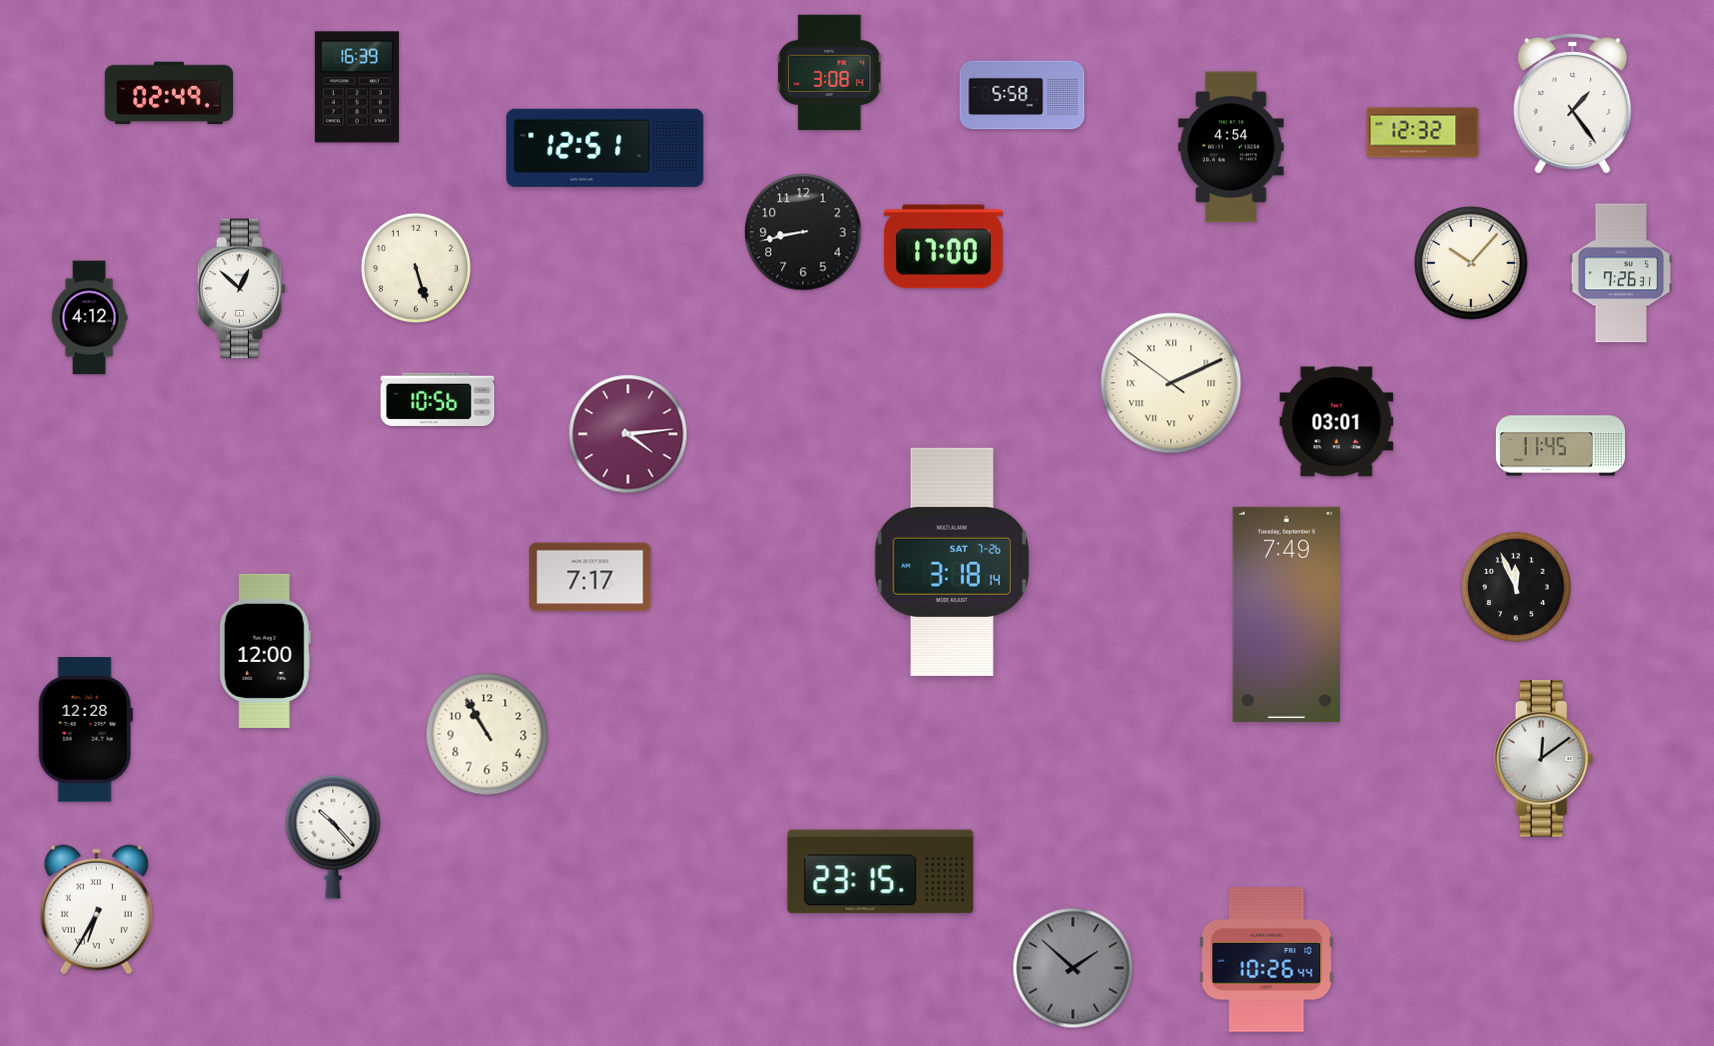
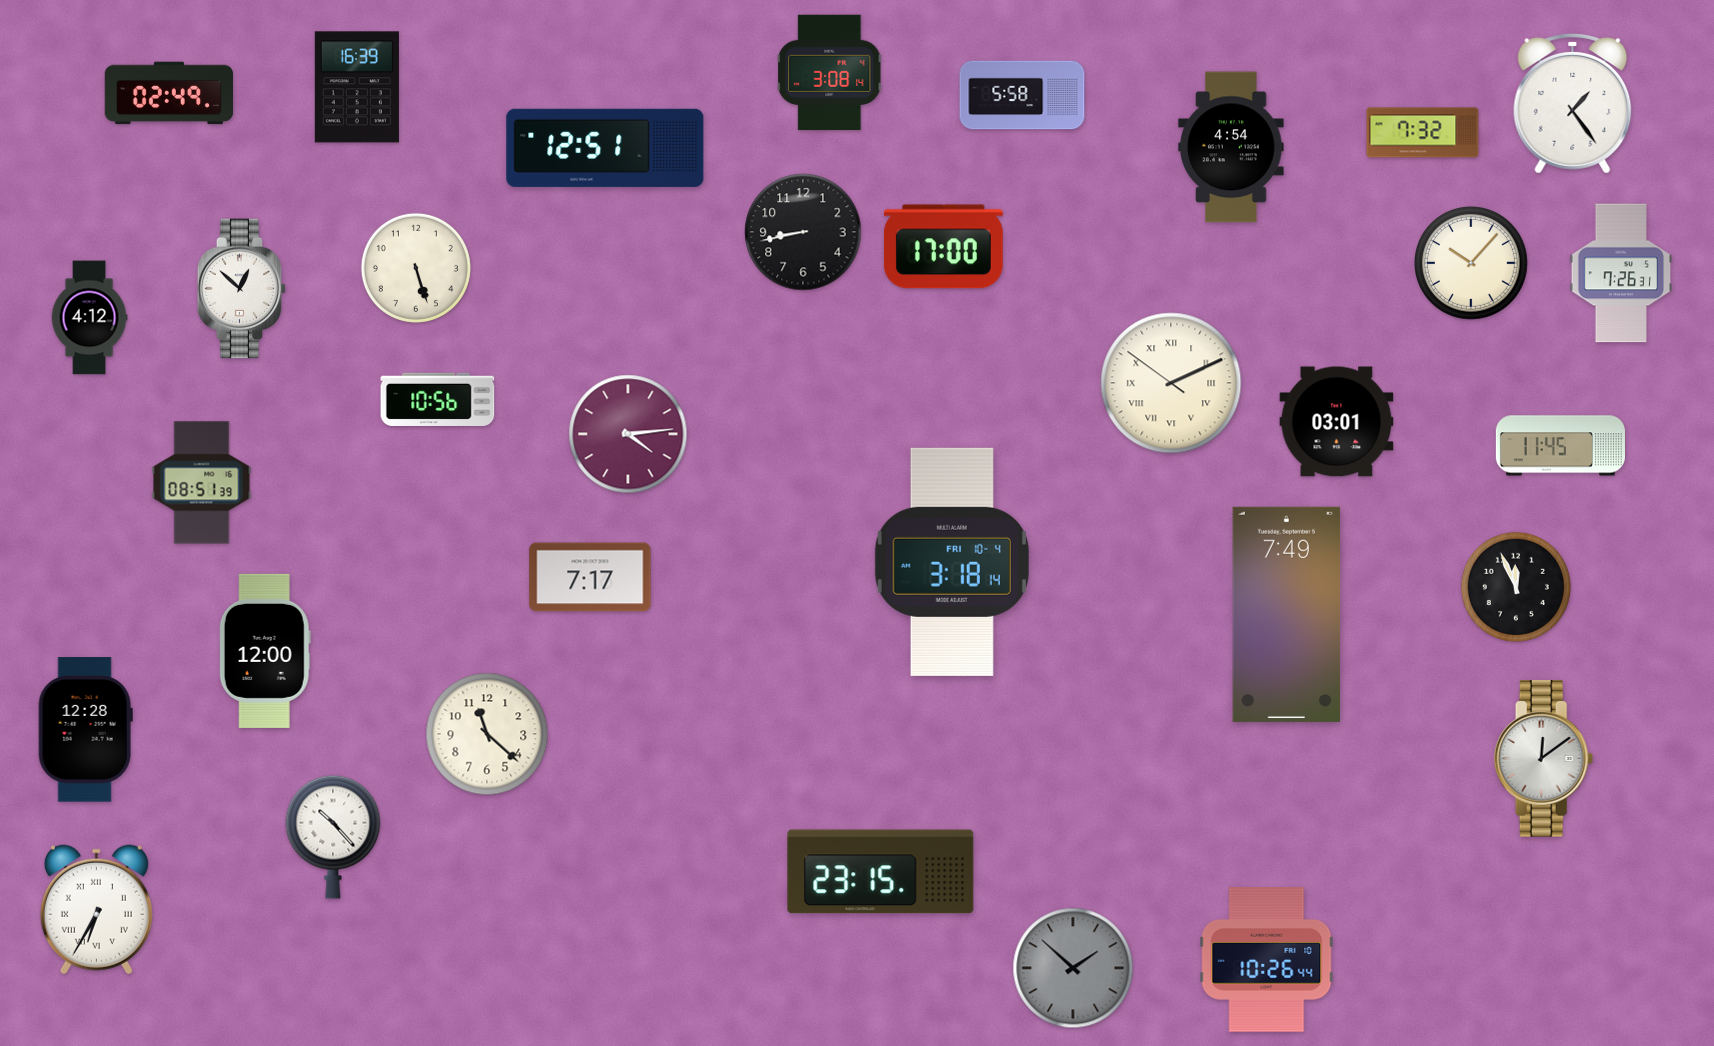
clock at (1423, 133): 12:32 -> 7:32
clock at (202, 483): none -> 08:51
clock at (952, 562) date: SAT 7-26 -> FRI 10-4
clock at (487, 734): 10:55 -> 11:22
